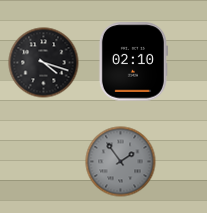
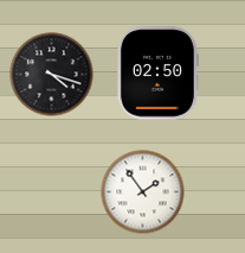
clock at (133, 62): 02:10 -> 02:50
clock at (121, 162) dial: grey -> white
